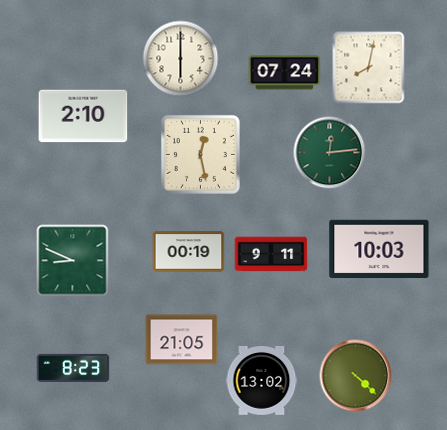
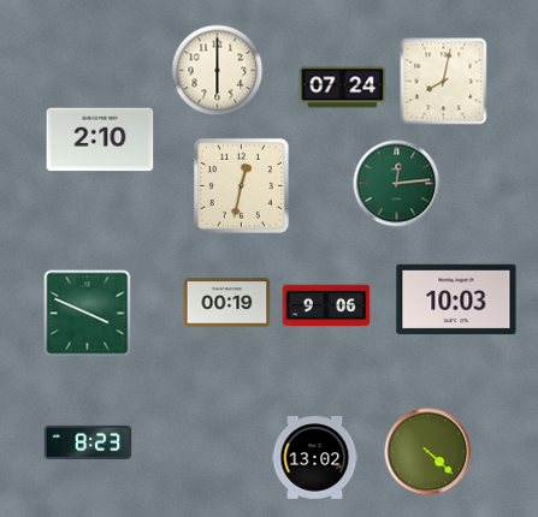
clock at (200, 154): 12:28 -> 12:32
clock at (271, 254): 9:11 -> 9:06
clock at (73, 261): 8:49 -> 3:49
clock at (182, 340): 21:05 -> none
